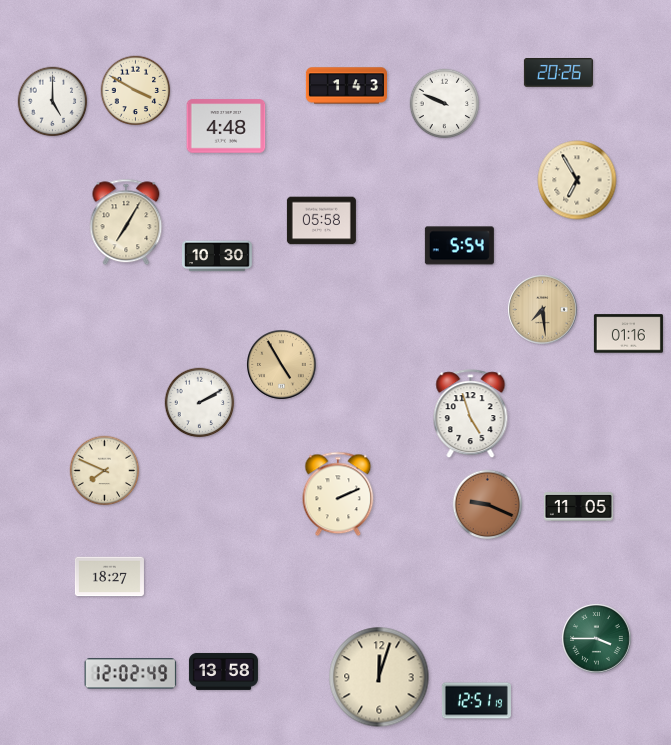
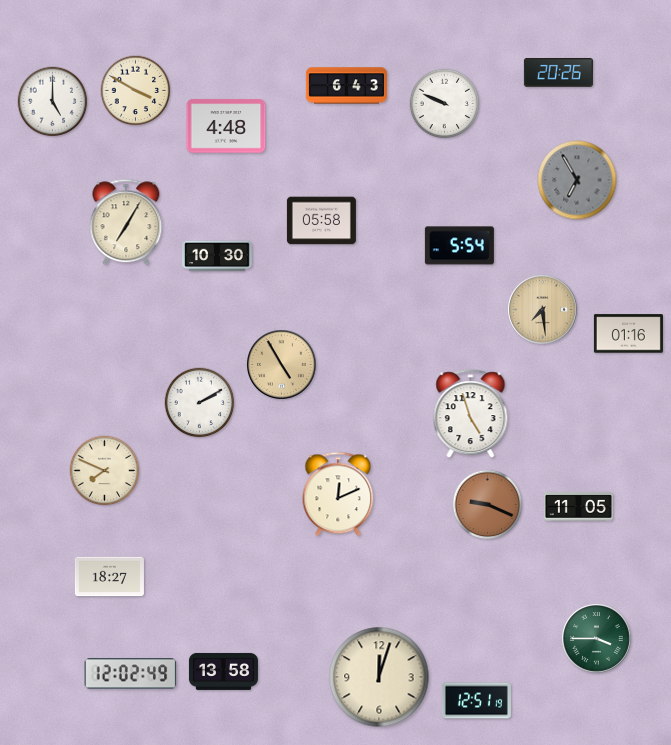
clock at (346, 86): 1:43 -> 6:43
clock at (577, 180) dial: cream -> grey
clock at (338, 494): 2:11 -> 12:11
